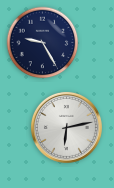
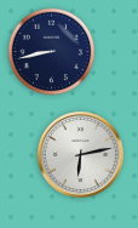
clock at (43, 43): 9:25 -> 8:43
